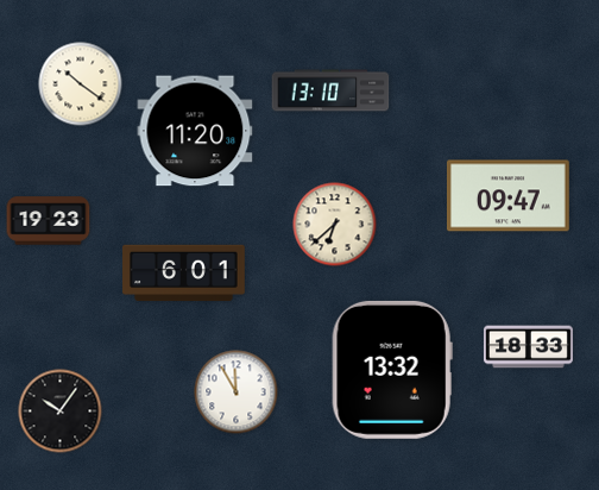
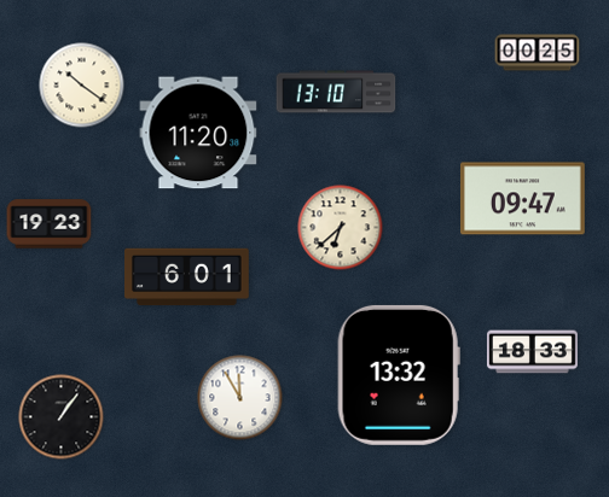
clock at (538, 53): none -> 00:25
clock at (509, 196) position: (509, 196) -> (523, 199)
clock at (528, 347) position: (528, 347) -> (532, 352)
clock at (61, 412): 10:06 -> 1:06
